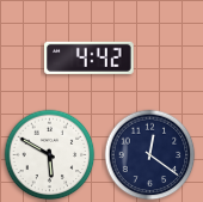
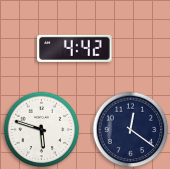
clock at (50, 155): 5:50 -> 5:48
clock at (150, 155) position: (150, 155) -> (131, 130)
